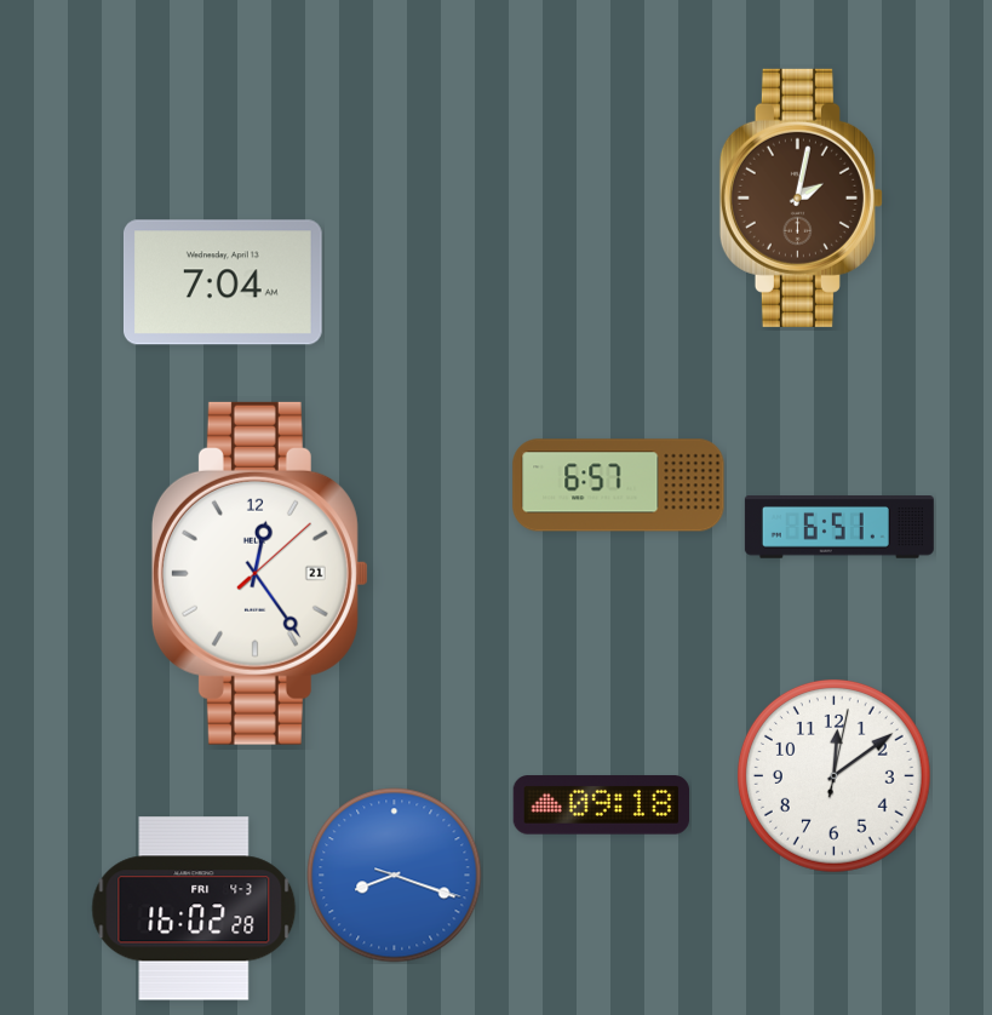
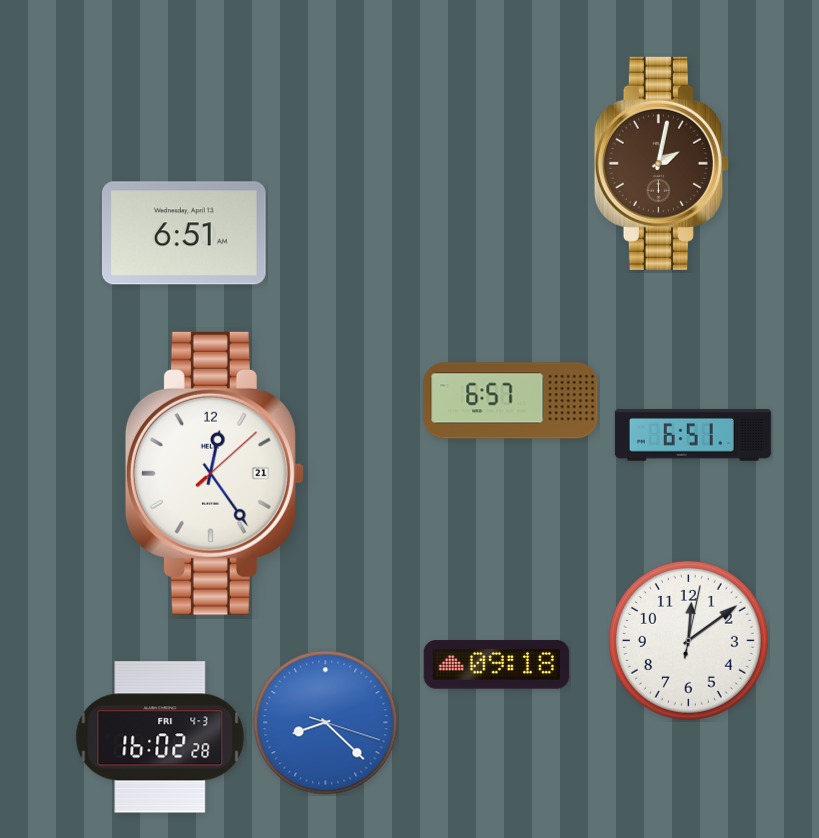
clock at (223, 282): 7:04 -> 6:51
clock at (395, 876): 8:18 -> 8:22
clock at (194, 908) position: (194, 908) -> (160, 737)
